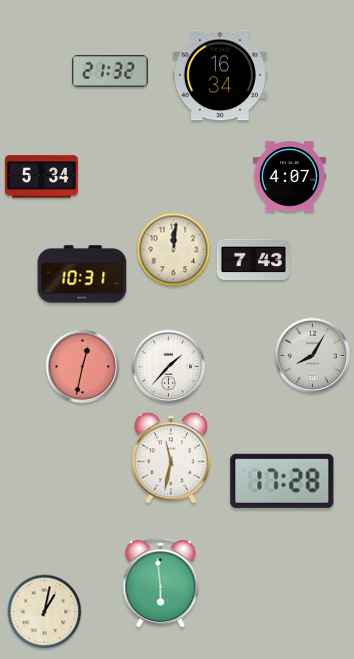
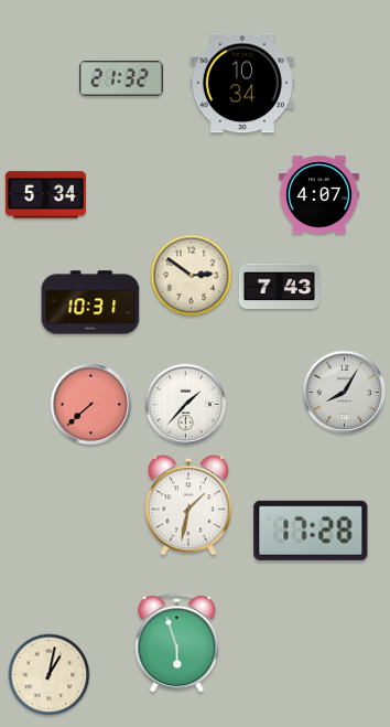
clock at (220, 75): 16:34 -> 10:34
clock at (174, 250): 12:01 -> 2:51
clock at (83, 367): 12:32 -> 7:38
clock at (170, 458): 11:32 -> 1:32
clock at (161, 583): 5:59 -> 5:57
